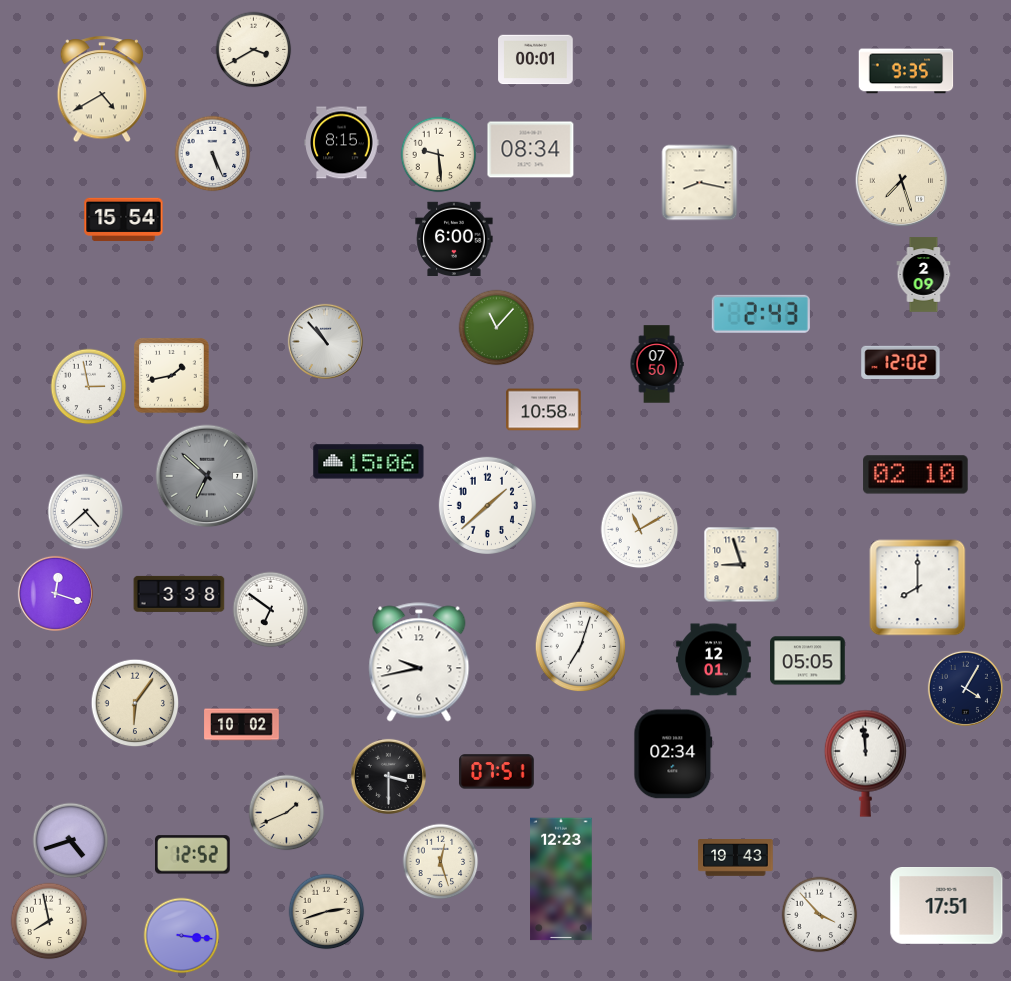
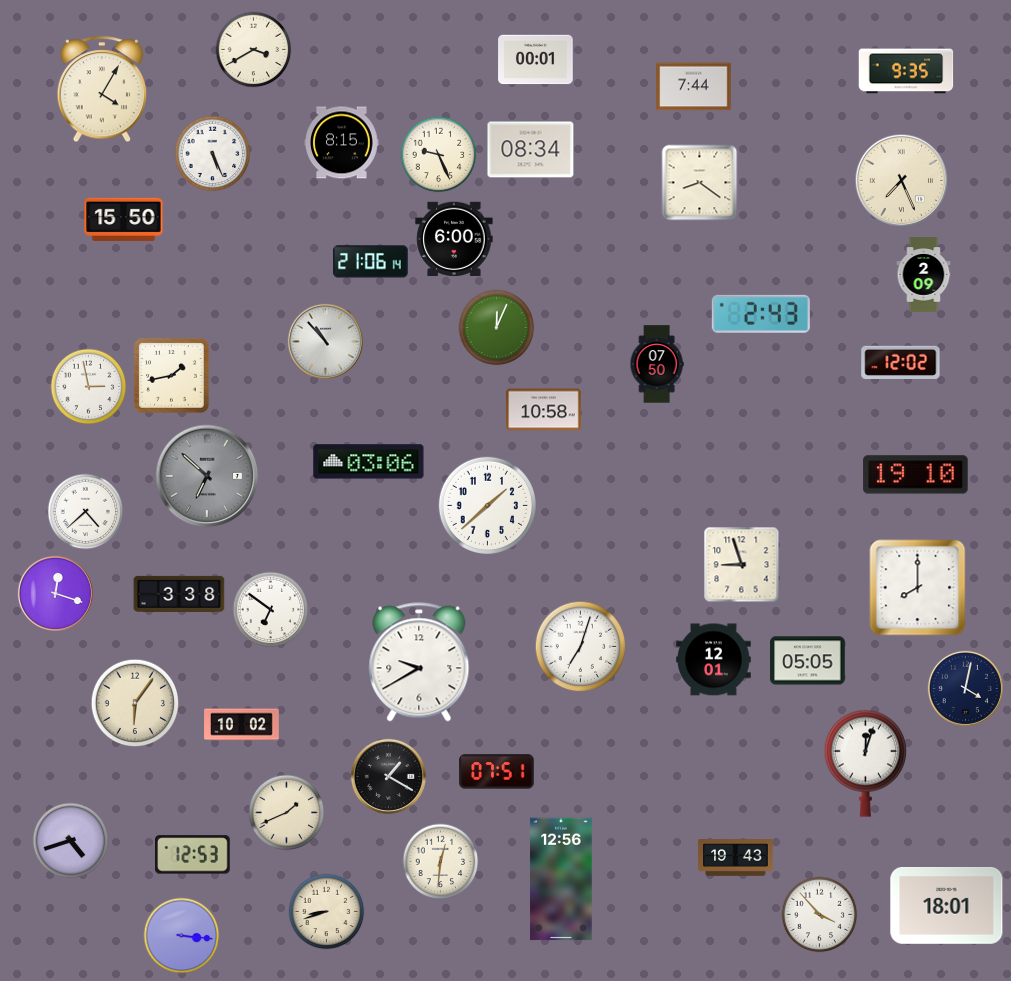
clock at (694, 87): none -> 7:44
clock at (102, 90): 4:40 -> 4:05
clock at (439, 155): 9:29 -> 9:26
clock at (902, 181): 7:27 -> 7:26
clock at (700, 183): 8:17 -> 8:21
clock at (124, 220): 15:54 -> 15:50
clock at (371, 262): none -> 21:06
clock at (497, 328): 11:07 -> 12:04
clock at (369, 462): 15:06 -> 03:06
clock at (916, 475): 02:10 -> 19:10
clock at (640, 530): 11:10 -> none
clock at (419, 662): 9:43 -> 9:40
clock at (965, 688): 4:05 -> 4:02
clock at (673, 754): 02:34 -> none
clock at (865, 763): 11:59 -> 12:03
clock at (388, 776): 3:30 -> 1:20
clock at (193, 855): 12:52 -> 12:53
clock at (441, 862): 12:27 -> 12:31
clock at (561, 879): 12:23 -> 12:56
clock at (947, 906): 17:51 -> 18:01
clock at (327, 912): 2:42 -> 8:42
clock at (49, 921): 7:58 -> none
